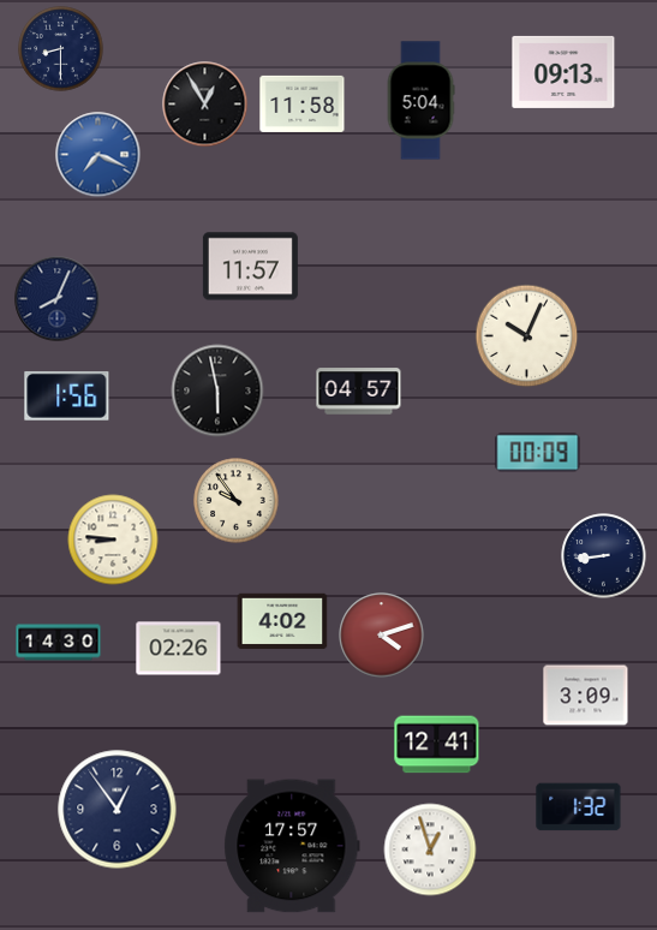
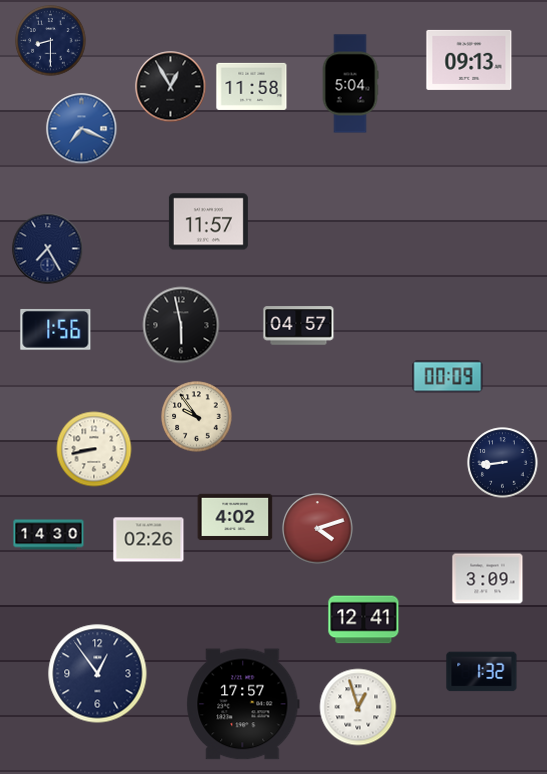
clock at (58, 299): 8:04 -> 7:25
clock at (527, 336): 10:04 -> none
clock at (113, 539): 8:46 -> 8:43
